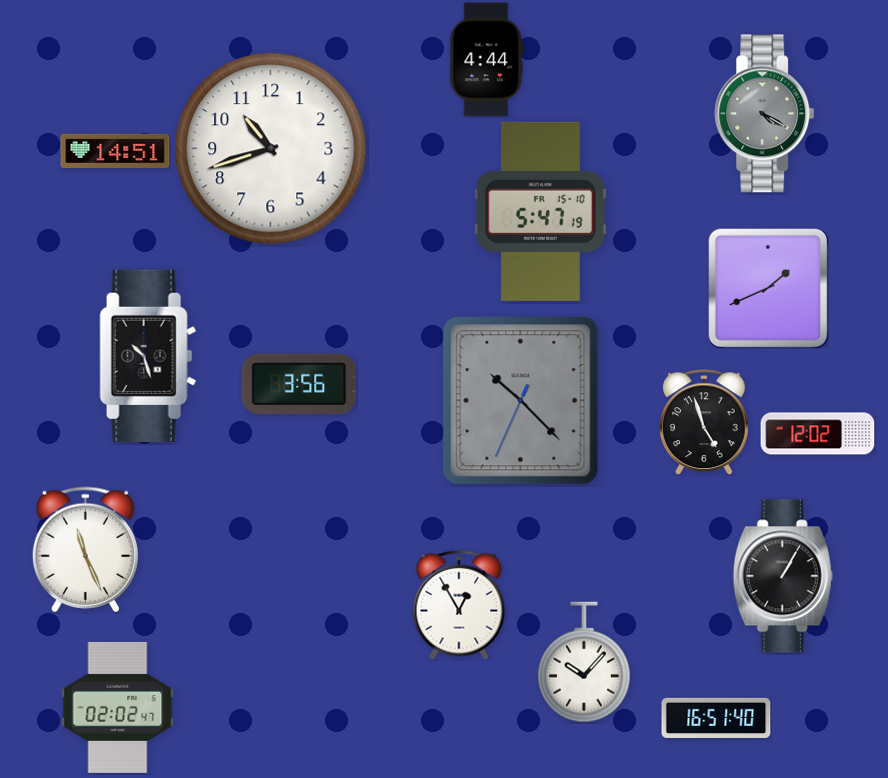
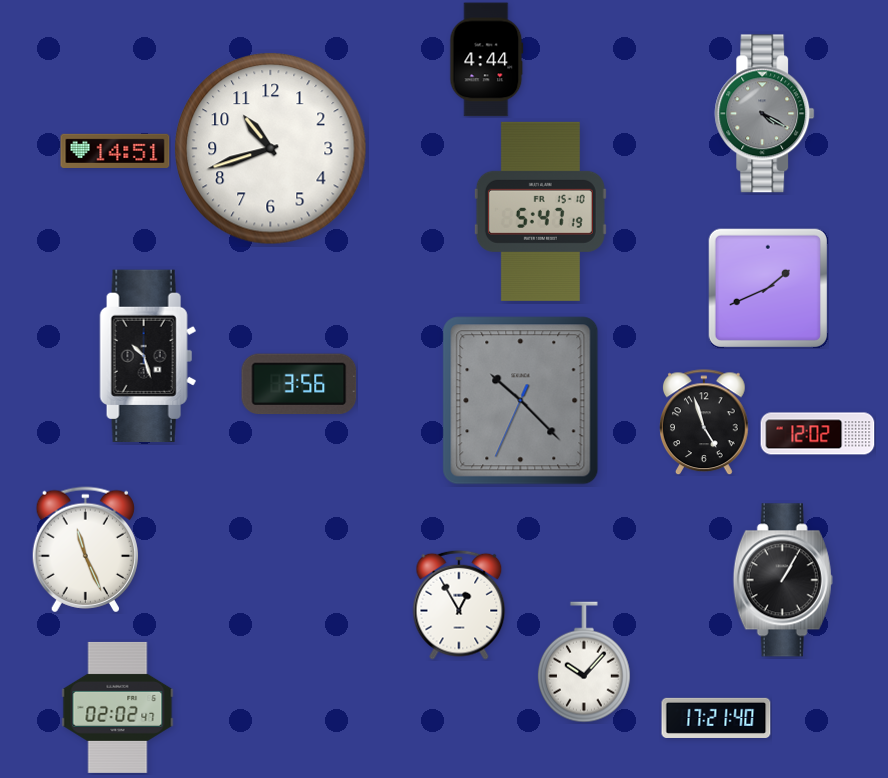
clock at (783, 576) position: (783, 576) -> (783, 580)
clock at (716, 718): 16:51 -> 17:21
